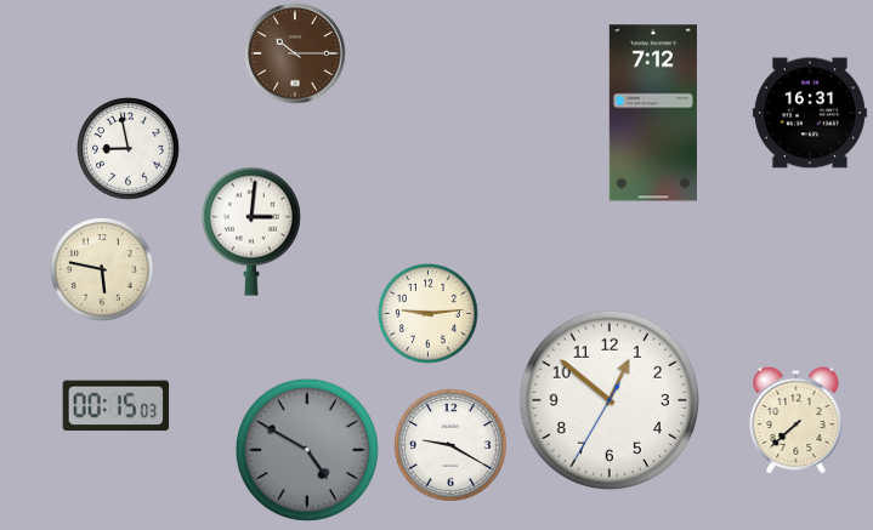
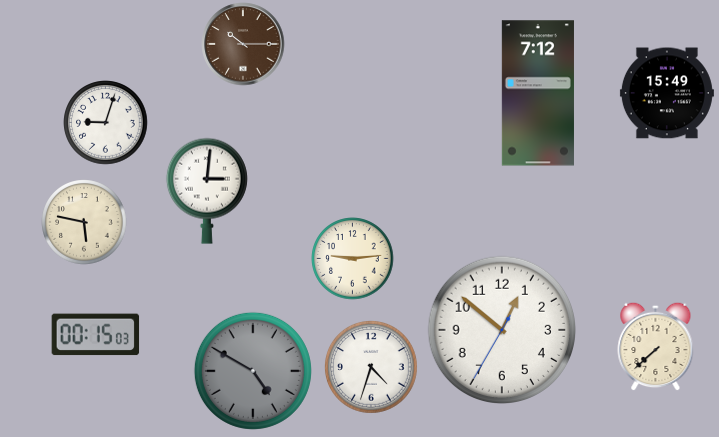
clock at (810, 113): 16:31 -> 15:49
clock at (129, 149): 8:58 -> 9:03
clock at (452, 446): 9:20 -> 4:33
